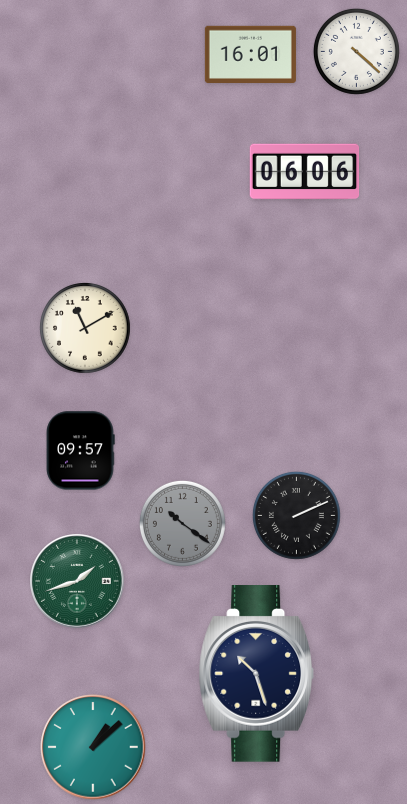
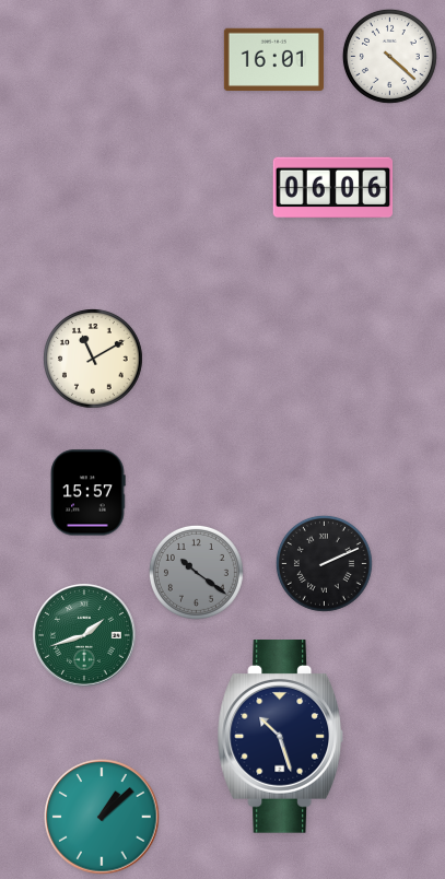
clock at (80, 451): 09:57 -> 15:57
clock at (182, 523) position: (182, 523) -> (196, 572)
